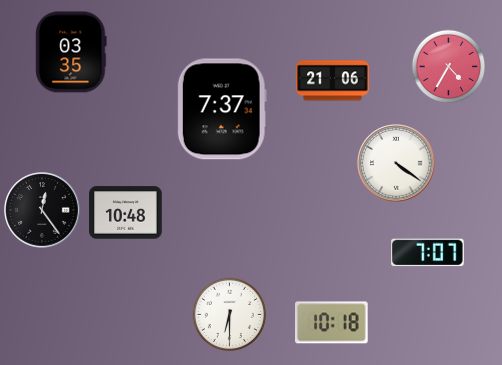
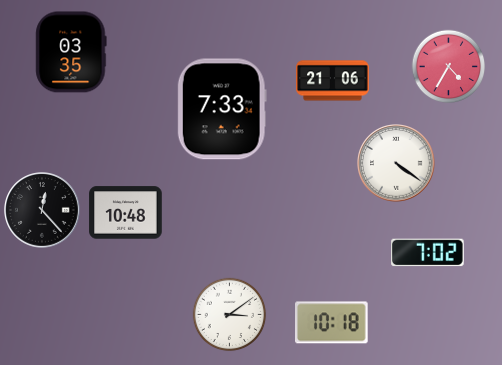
clock at (222, 109): 7:37 -> 7:33
clock at (43, 211): 12:24 -> 12:23
clock at (428, 253): 7:07 -> 7:02
clock at (230, 315): 6:30 -> 3:09
